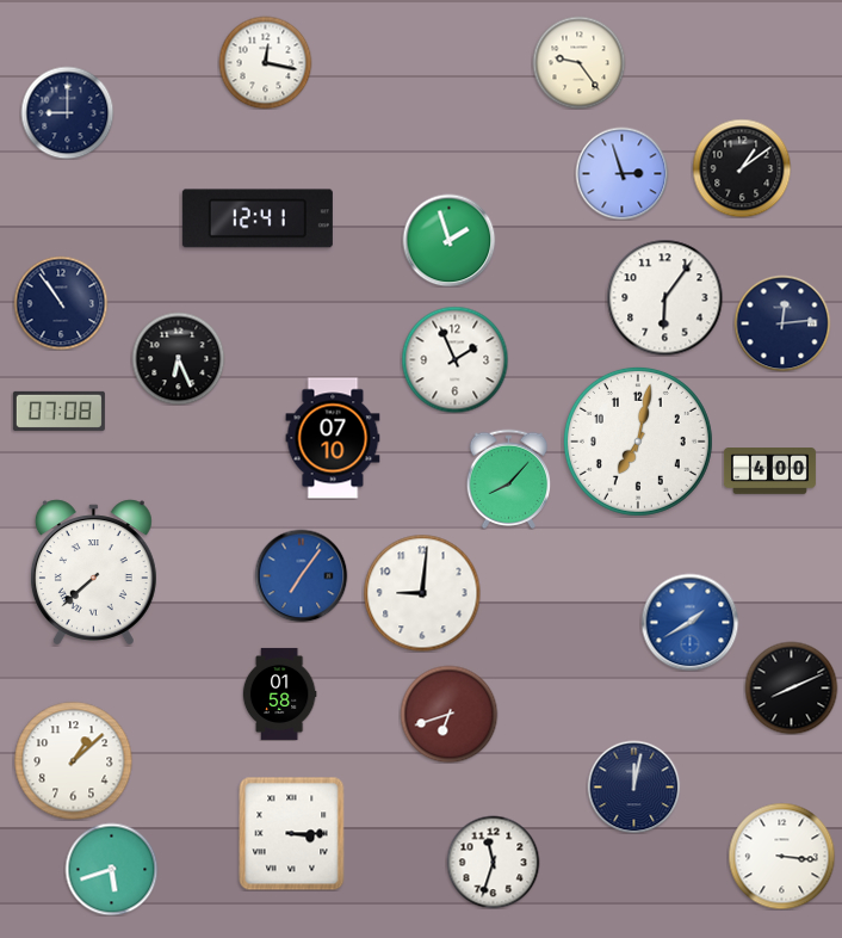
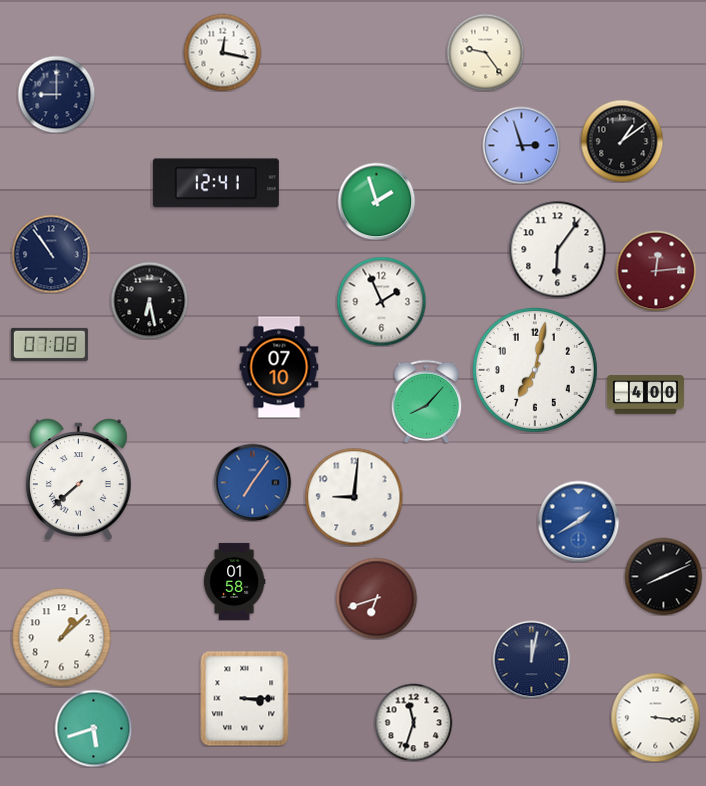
clock at (782, 323) dial: navy -> burgundy
clock at (178, 358): 6:26 -> 6:28
